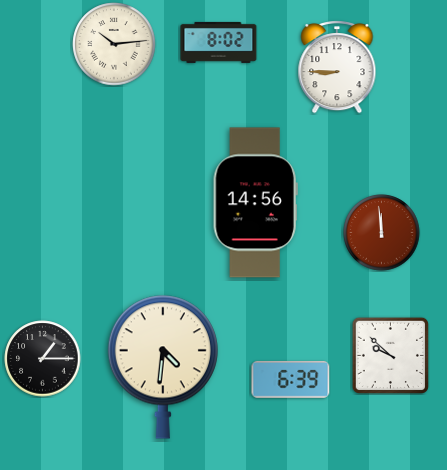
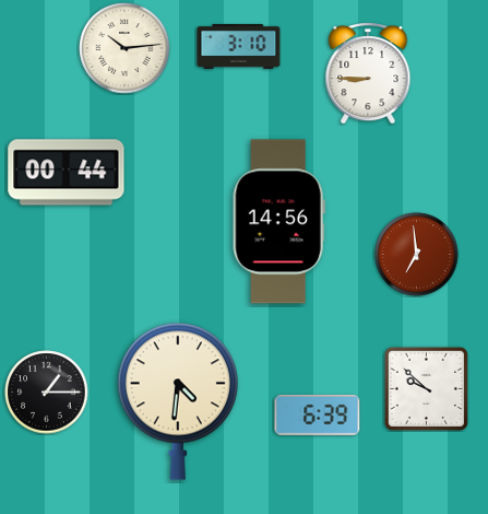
clock at (219, 42): 8:02 -> 3:10
clock at (67, 173): none -> 00:44
clock at (382, 233): 11:59 -> 6:59
